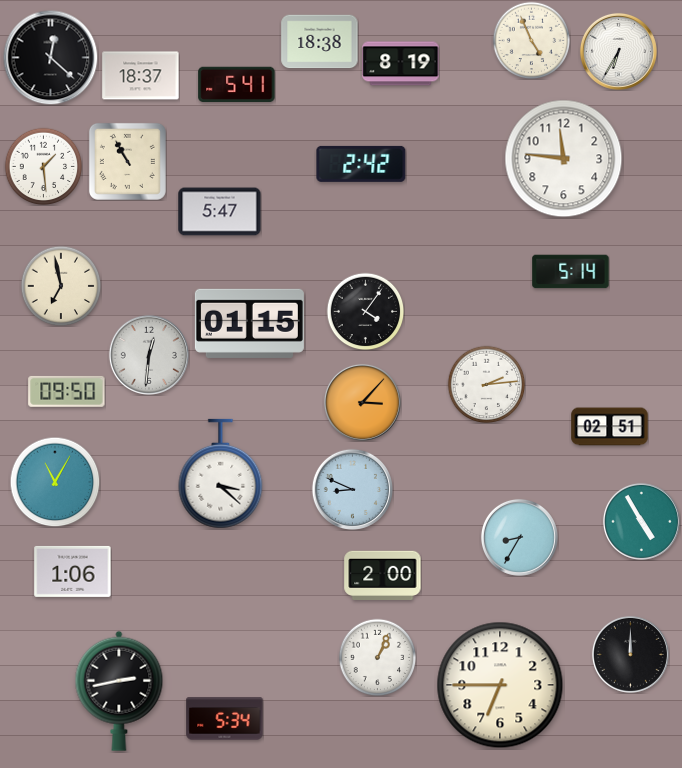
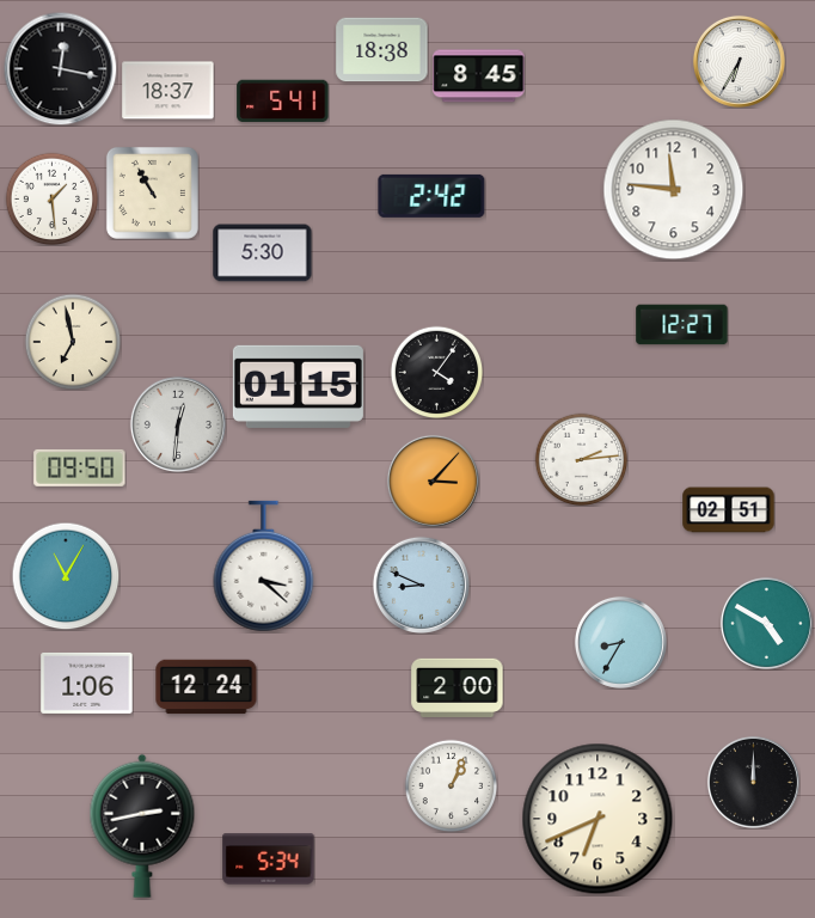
clock at (531, 40): 4:56 -> none
clock at (50, 57): 12:22 -> 12:17
clock at (401, 64): 8:19 -> 8:45
clock at (220, 212): 5:47 -> 5:30
clock at (571, 272): 5:14 -> 12:27
clock at (641, 521): 4:55 -> 4:50
clock at (207, 687): none -> 12:24
clock at (500, 685): 6:45 -> 6:41
